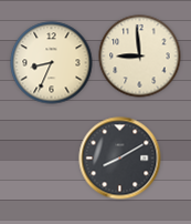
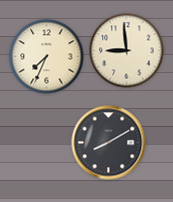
clock at (52, 63): 8:34 -> 7:34
